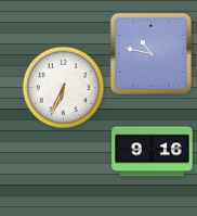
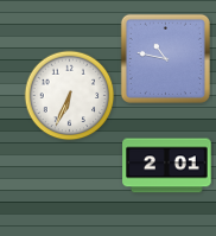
clock at (153, 152): 9:16 -> 2:01
